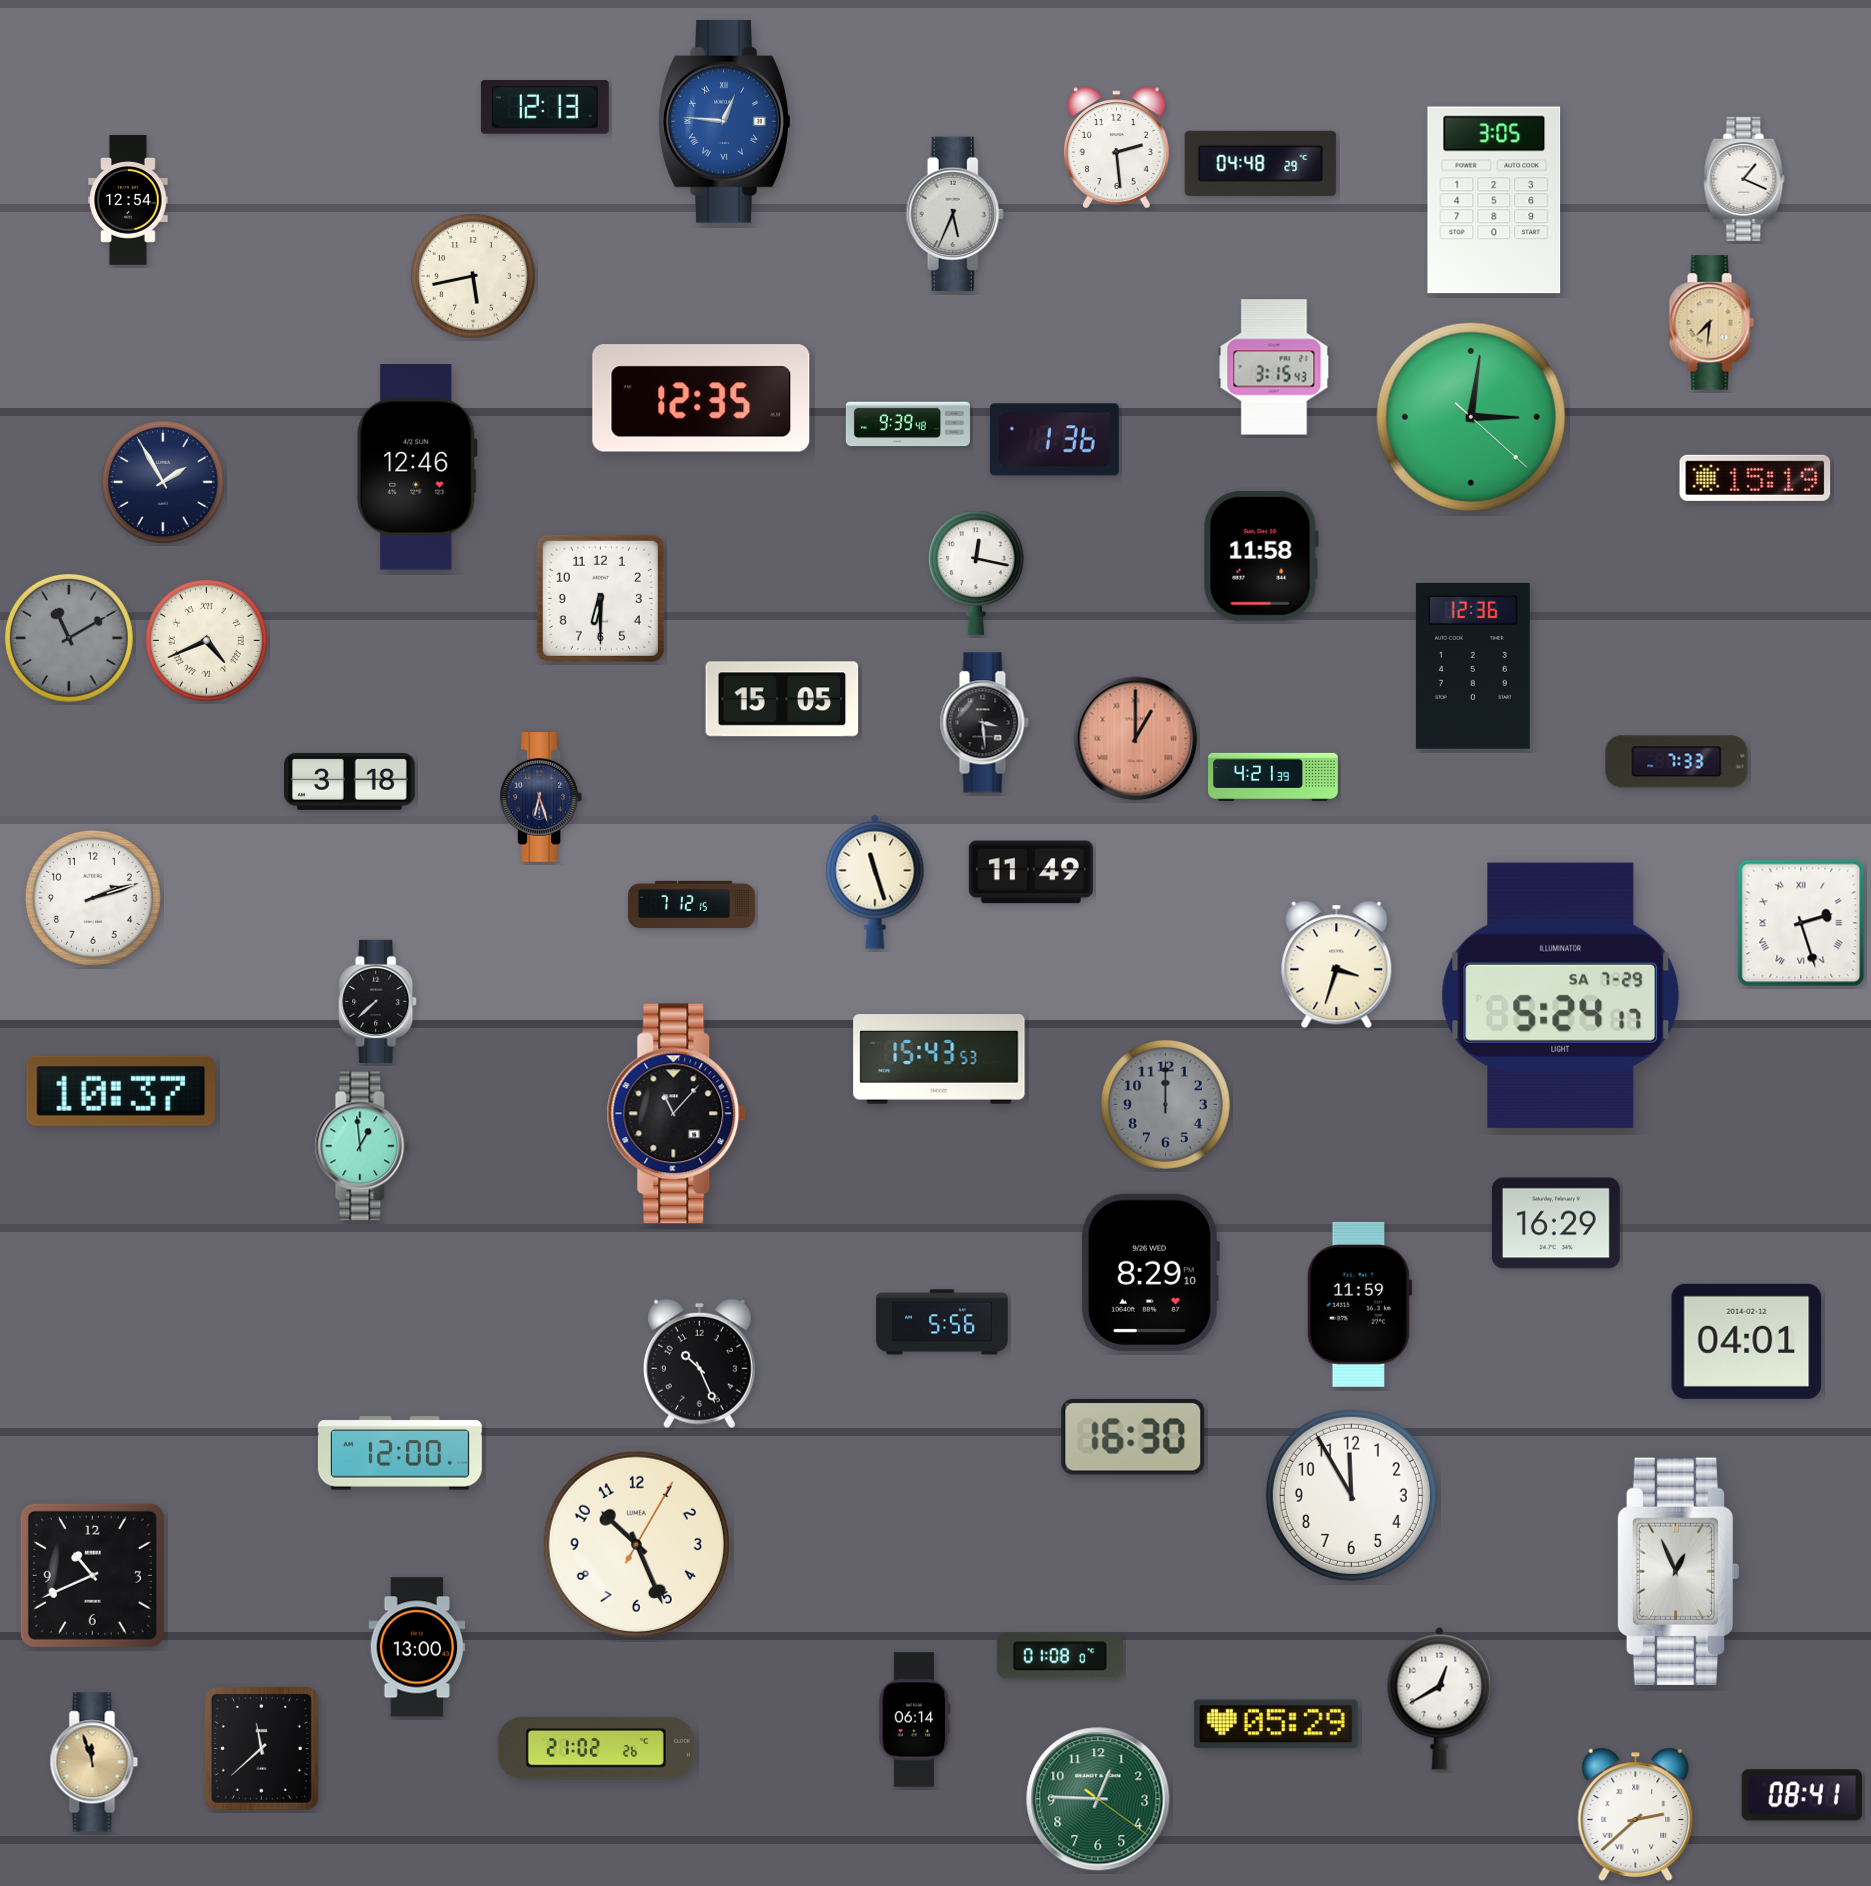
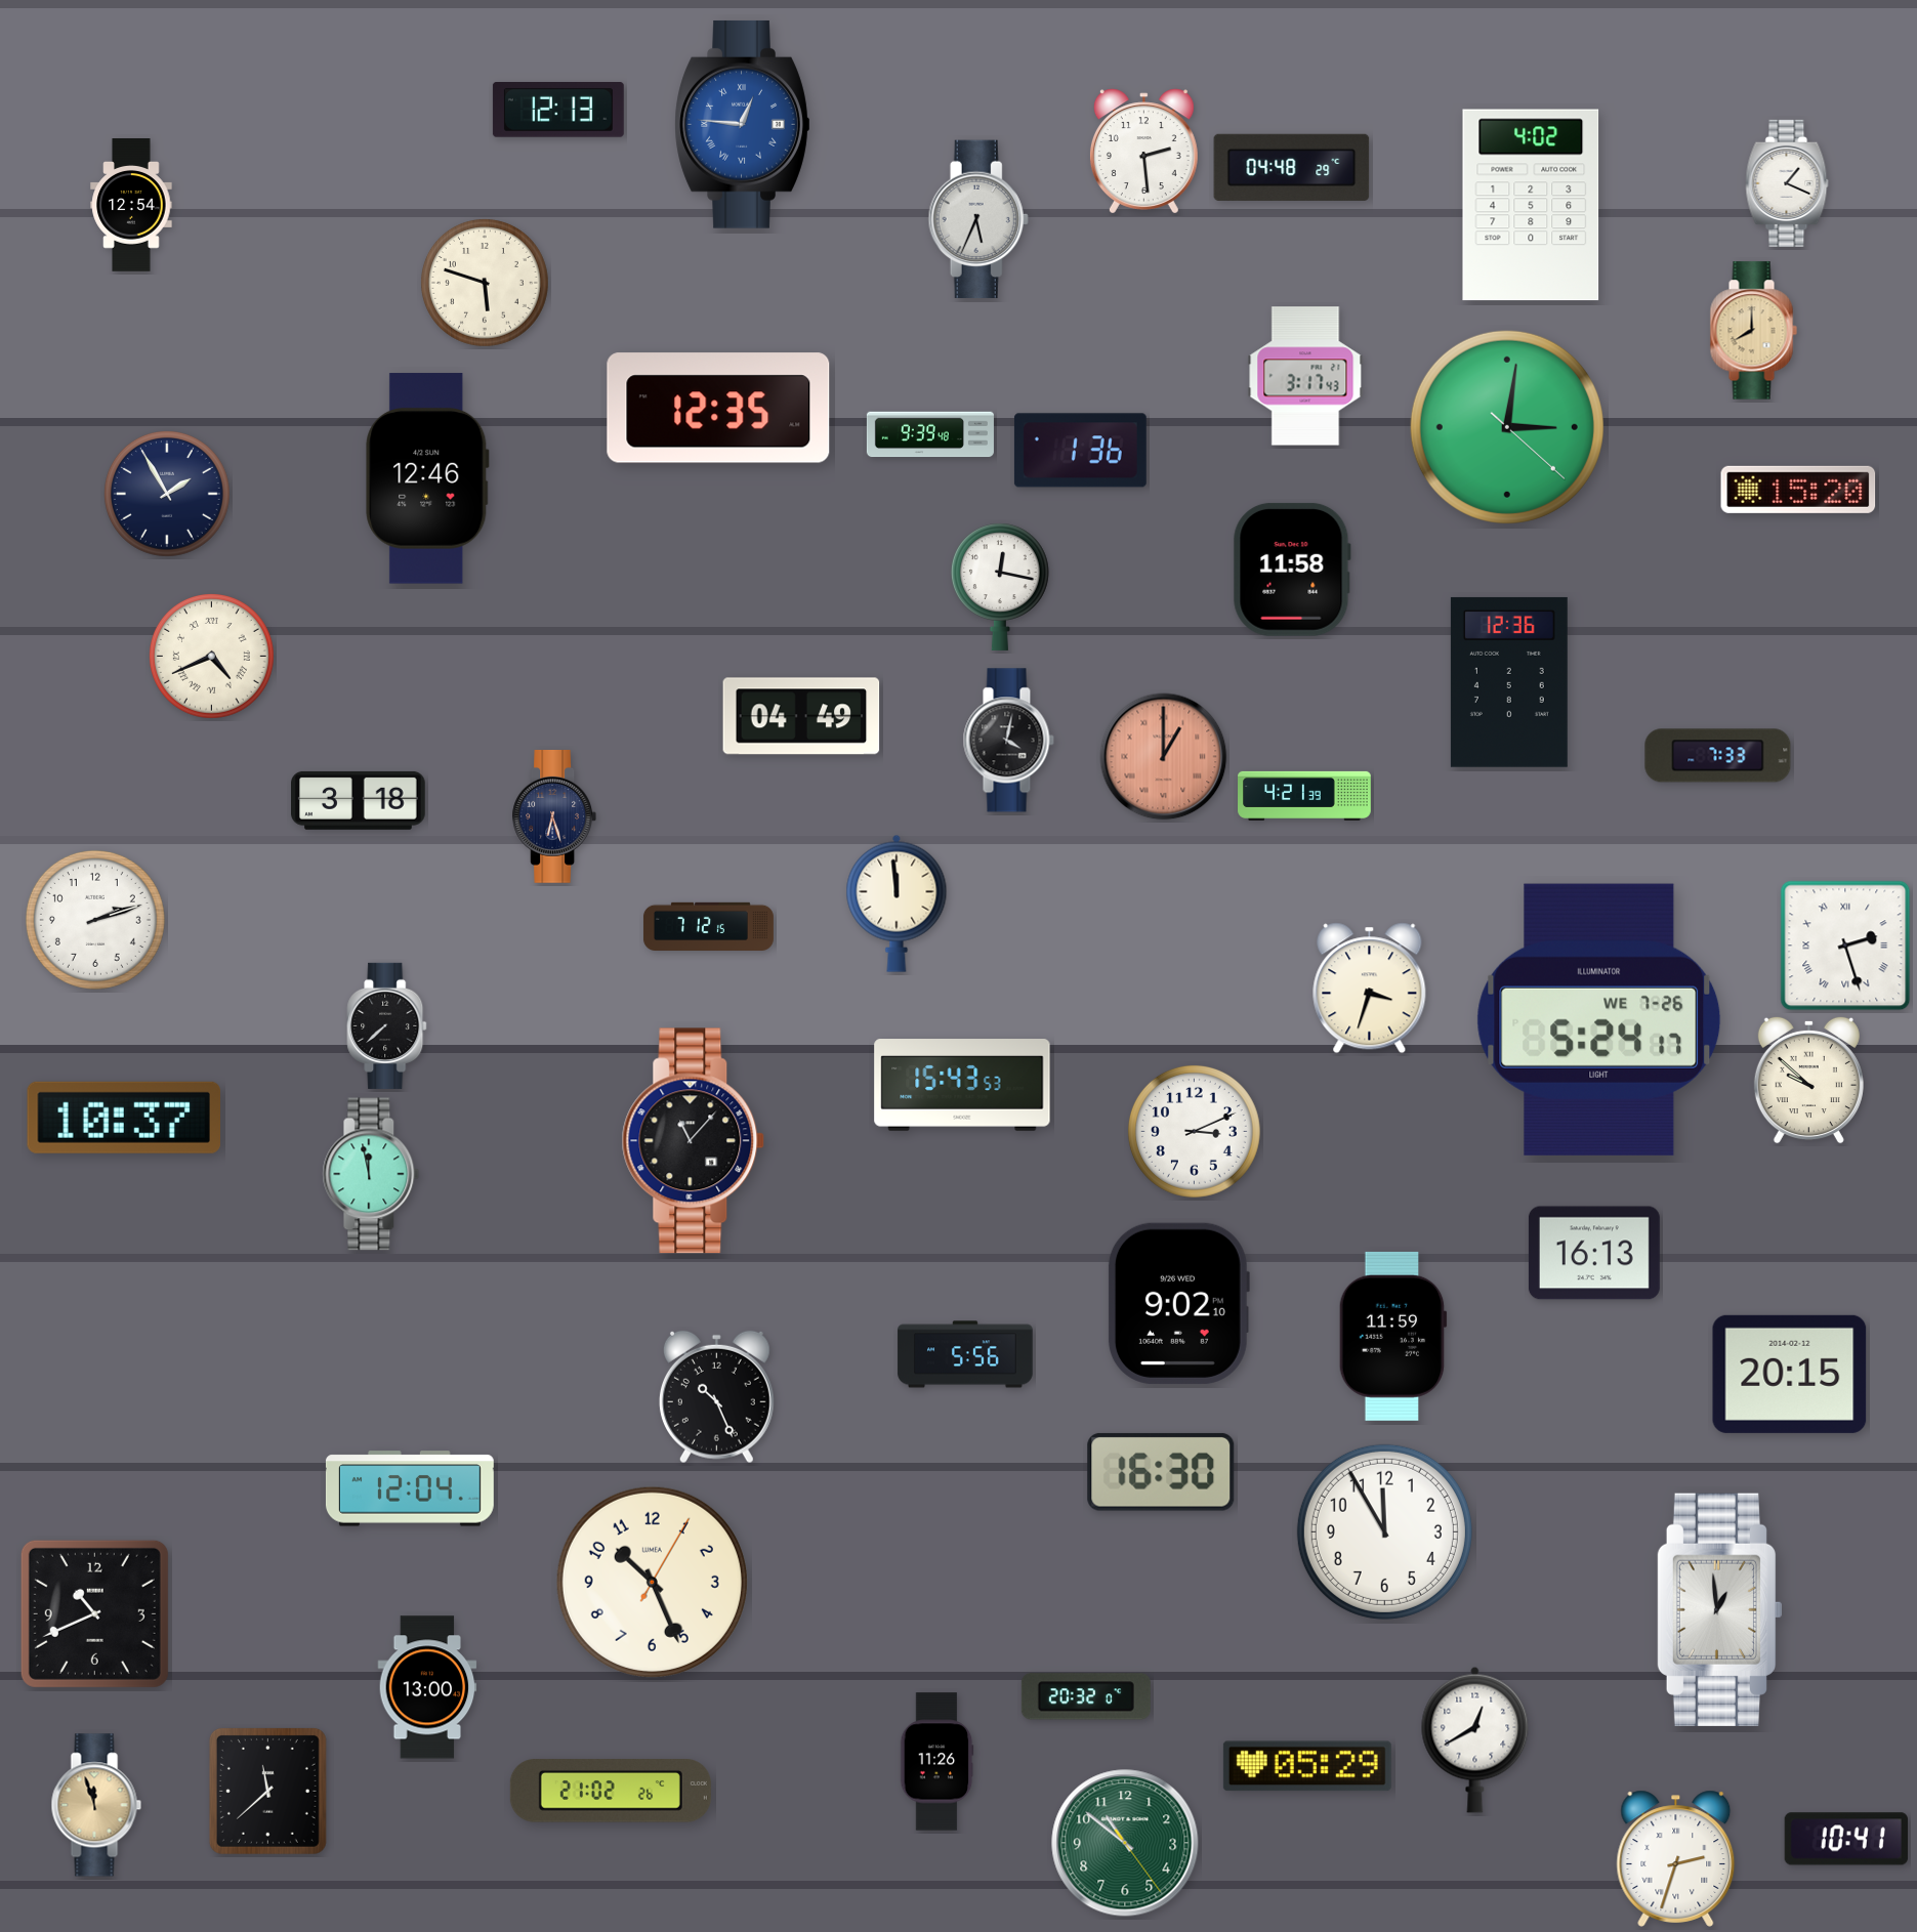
clock at (1494, 200): 3:05 -> 4:02
clock at (473, 276): 5:43 -> 5:48
clock at (1711, 323): 7:31 -> 8:00
clock at (1274, 367): 3:15 -> 3:17
clock at (1755, 478): 15:19 -> 15:20
clock at (600, 598): 6:30 -> none
clock at (69, 638): 11:10 -> none
clock at (782, 699): 15:05 -> 04:49
clock at (984, 723): 3:29 -> 4:02
clock at (1677, 762) position: (1677, 762) -> (1718, 756)
clock at (1031, 872): 11:49 -> none
clock at (875, 882): 11:27 -> 11:59
clock at (1561, 995) date: SA 7-29 -> WE 7-26
clock at (1808, 1080): none -> 9:52
clock at (1165, 1104): 12:00 -> 3:11
clock at (1165, 1104) dial: grey -> white
clock at (362, 1146): 12:59 -> 11:58
clock at (1556, 1223): 16:29 -> 16:13
clock at (1150, 1272): 8:29 -> 9:02
clock at (1747, 1341): 04:01 -> 20:15
clock at (400, 1453): 12:00 -> 12:04
clock at (1678, 1571): 12:56 -> 12:59
clock at (1060, 1656): 01:08 -> 20:32
clock at (914, 1720): 06:14 -> 11:26
clock at (1802, 1795): 08:41 -> 10:41
clock at (1098, 1799): 12:45 -> 10:51
clock at (1636, 1814): 2:38 -> 2:33
